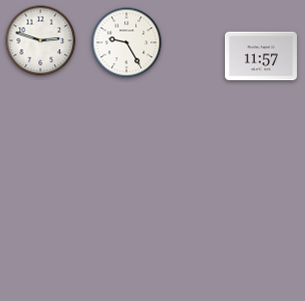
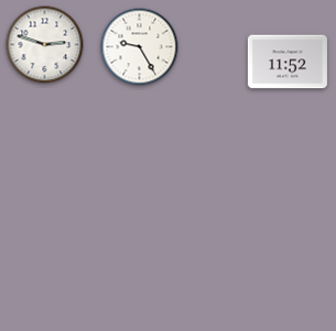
clock at (261, 56): 11:57 -> 11:52
